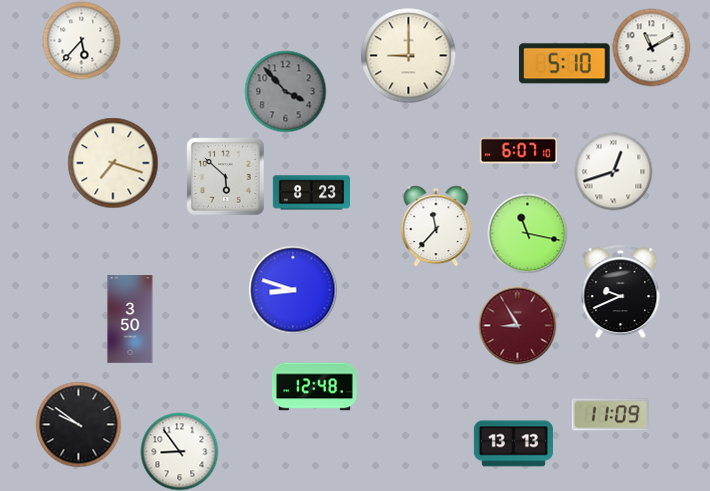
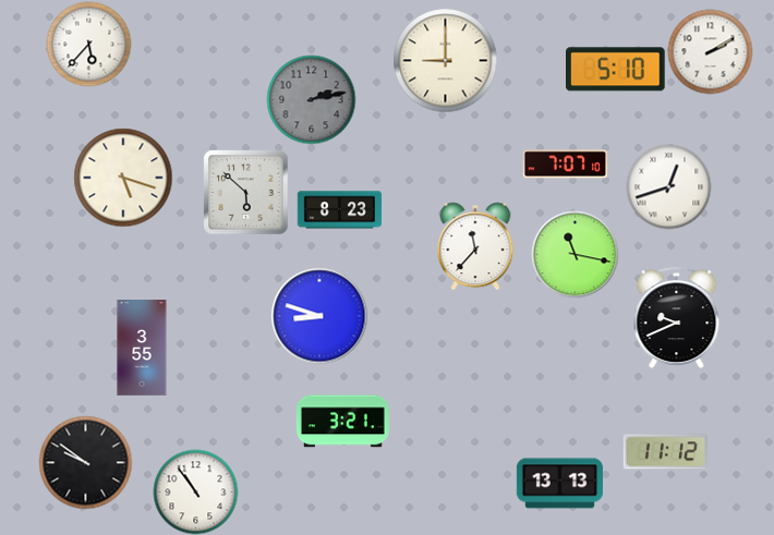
clock at (651, 47): 11:10 -> 2:10
clock at (285, 91): 3:53 -> 2:13
clock at (518, 151): 6:07 -> 7:07
clock at (113, 163): 7:18 -> 5:18
clock at (130, 319): 3:50 -> 3:55
clock at (517, 325): 8:55 -> none
clock at (314, 387): 12:48 -> 3:21
clock at (610, 415): 11:09 -> 11:12
clock at (179, 451): 8:54 -> 10:54
